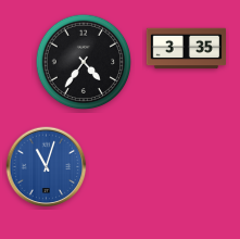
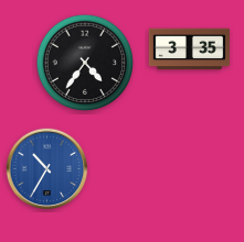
clock at (47, 167): 11:03 -> 10:35
